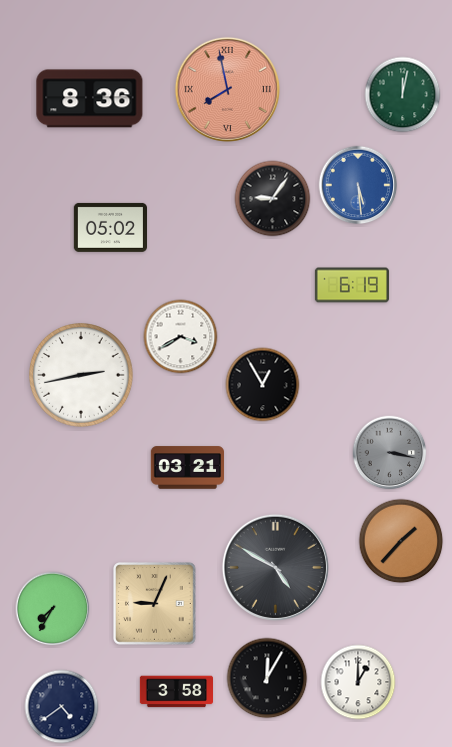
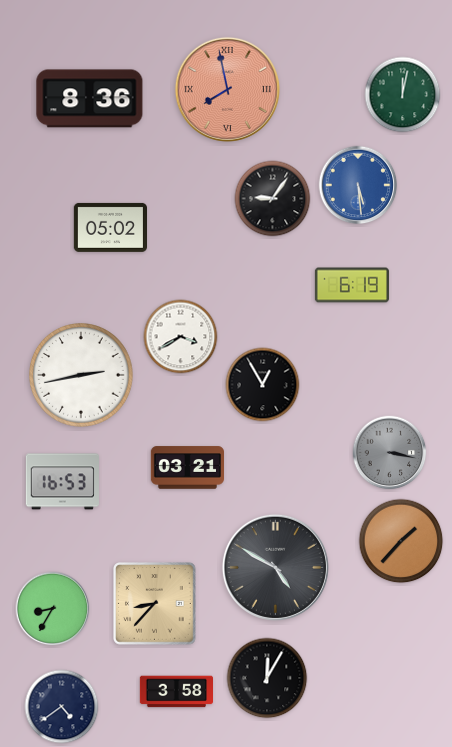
clock at (62, 482): none -> 16:53
clock at (155, 604): 9:04 -> 8:37
clock at (53, 609): 7:35 -> 8:35
clock at (358, 682): 1:00 -> none
